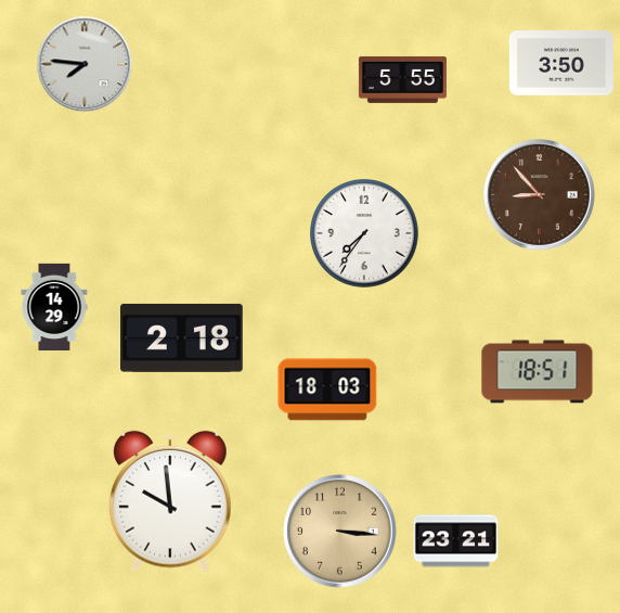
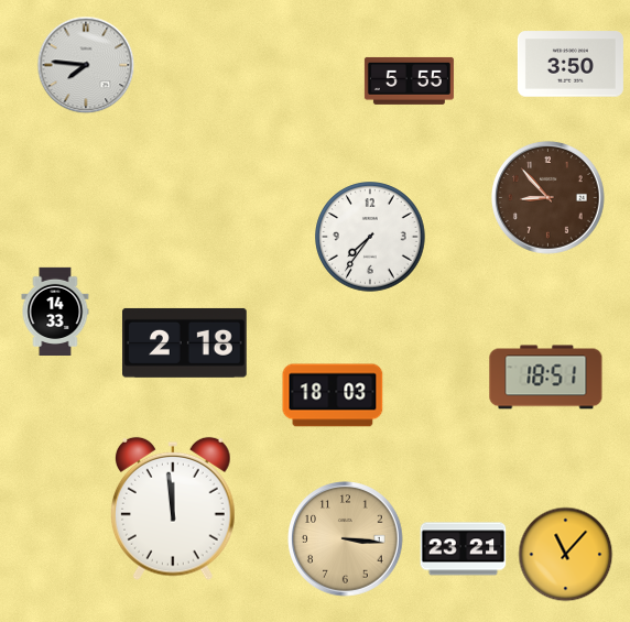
clock at (54, 306): 14:29 -> 14:33
clock at (171, 501): 9:59 -> 11:59
clock at (566, 555): none -> 11:07
